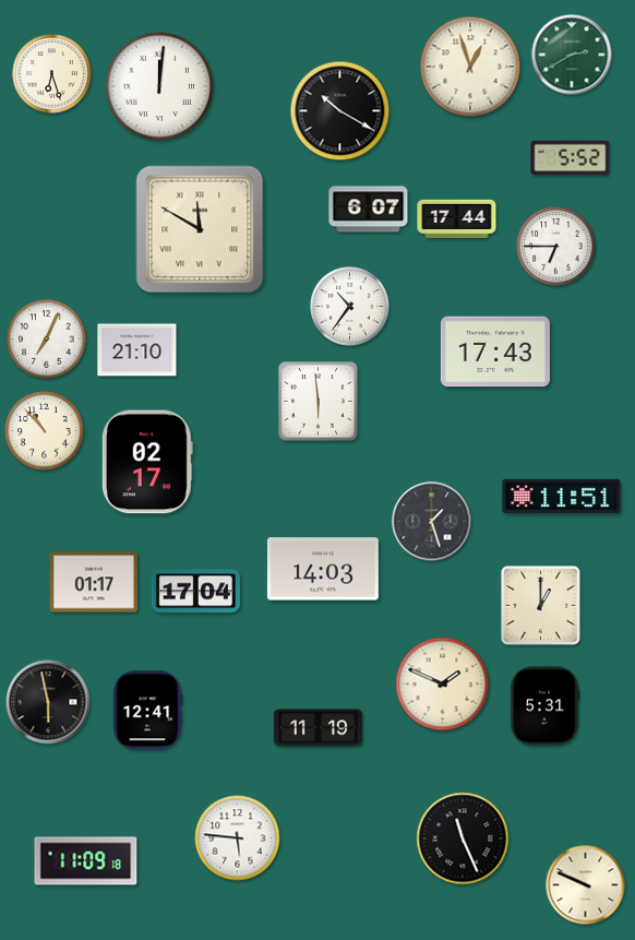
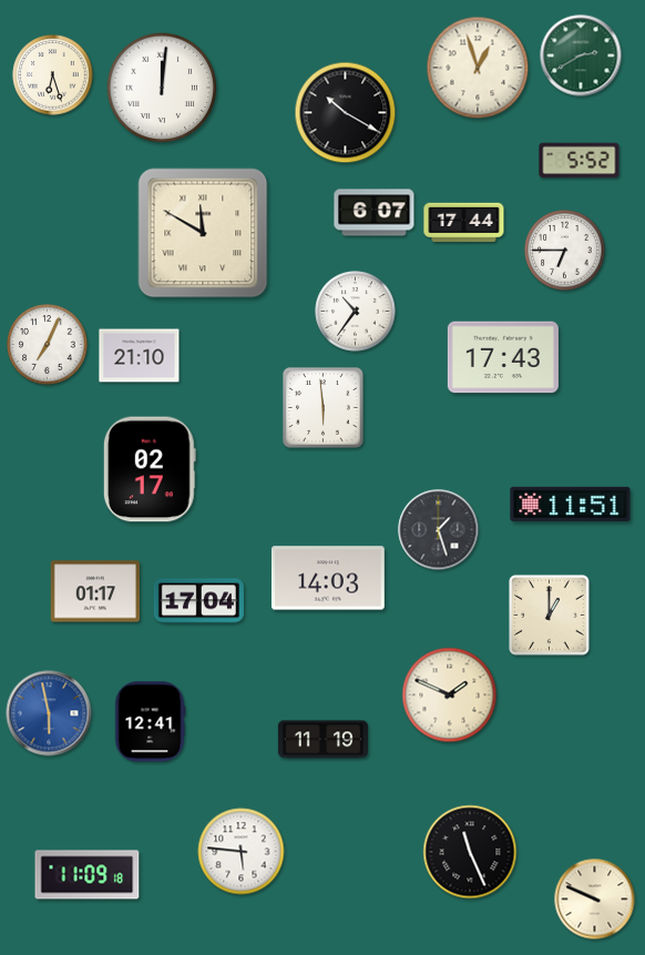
clock at (45, 431): 10:53 -> none
clock at (48, 702) dial: black -> blue
clock at (544, 706): 5:31 -> none
